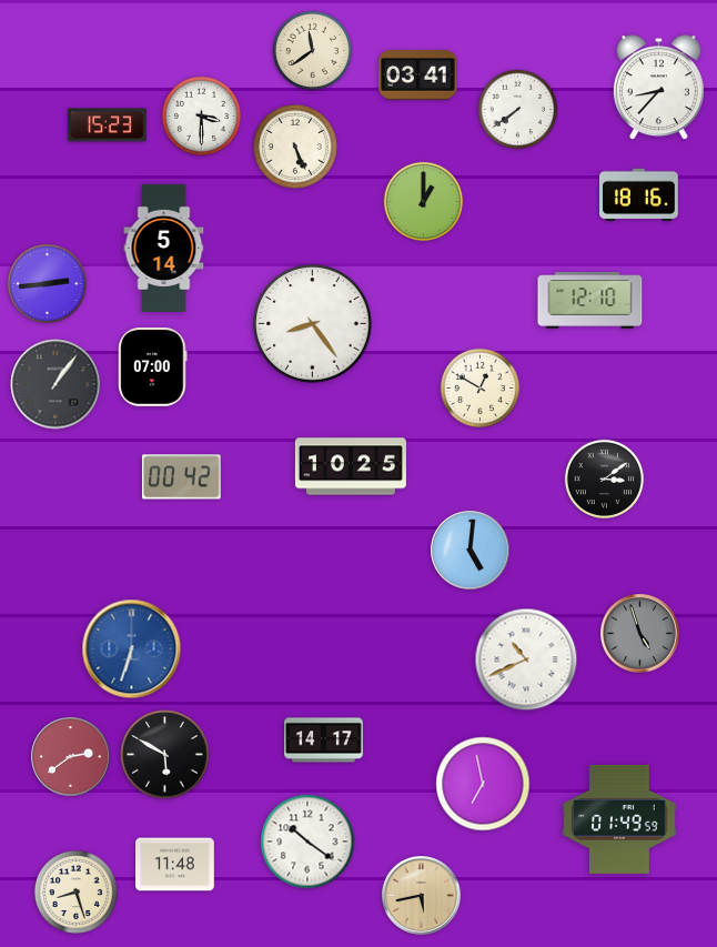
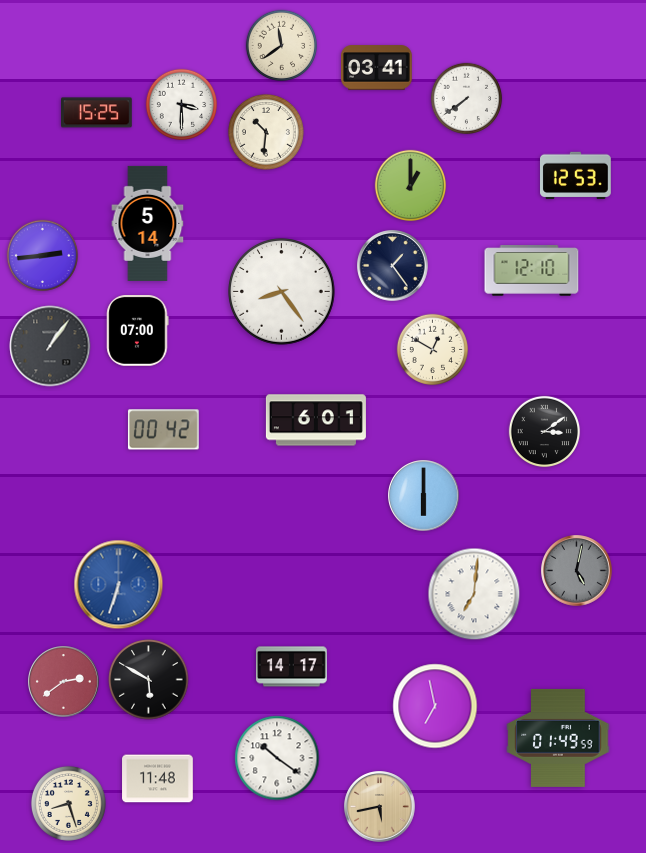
clock at (658, 88): 8:37 -> none
clock at (108, 125): 15:23 -> 15:25
clock at (295, 147): 5:26 -> 10:31
clock at (639, 195): 18:16 -> 12:53
clock at (424, 202) position: (424, 202) -> (411, 186)
clock at (393, 266): none -> 1:24
clock at (351, 466): 10:25 -> 6:01
clock at (471, 551): 5:01 -> 6:00
clock at (640, 634): 4:57 -> 5:02
clock at (526, 659): 10:41 -> 7:01
